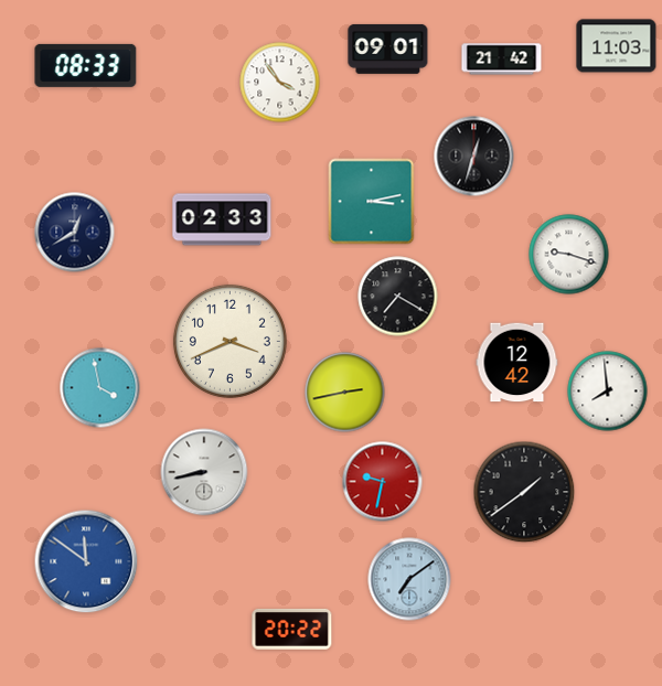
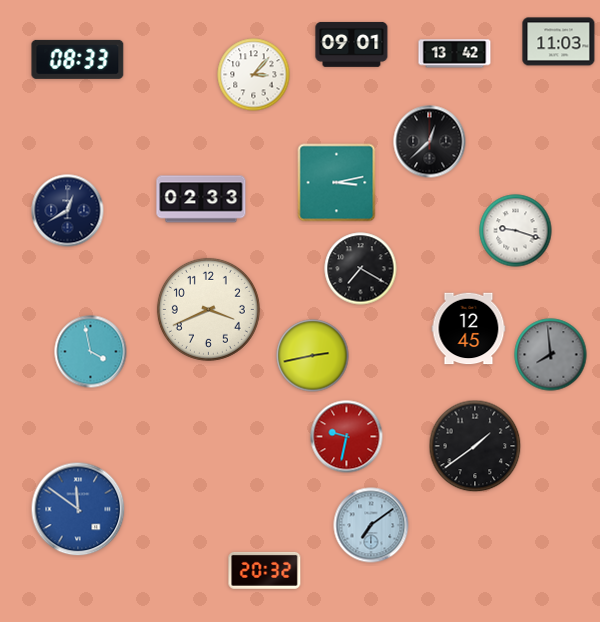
clock at (502, 60): 21:42 -> 13:42
clock at (280, 83): 3:54 -> 3:07
clock at (474, 157): 12:33 -> 12:38
clock at (517, 363): 12:42 -> 12:45
clock at (608, 392) dial: white -> grey
clock at (204, 472): 8:43 -> none
clock at (292, 629): 20:22 -> 20:32
